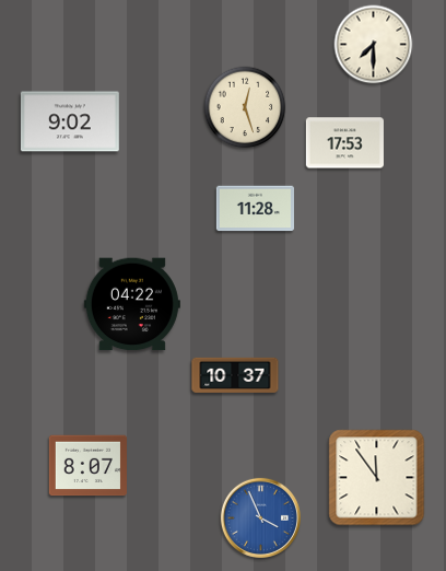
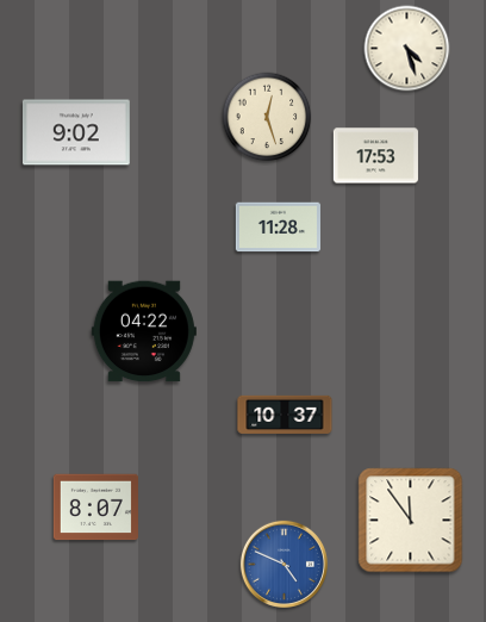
clock at (374, 45): 7:30 -> 4:27
clock at (235, 374) position: (235, 374) -> (285, 413)
clock at (260, 517): 3:56 -> 4:49
